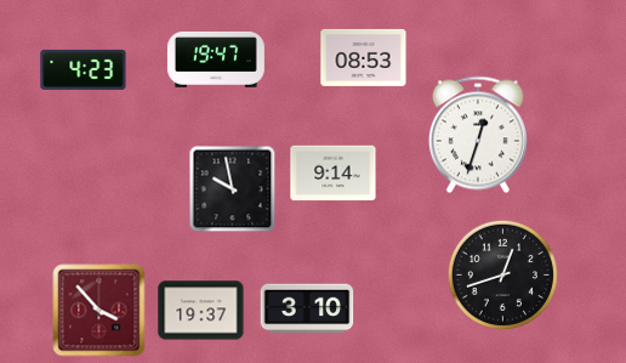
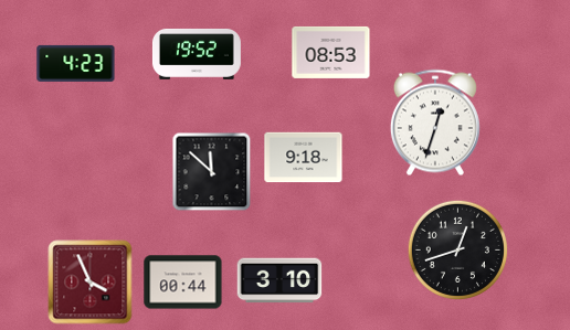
clock at (216, 59): 19:47 -> 19:52
clock at (334, 174): 9:14 -> 9:18
clock at (233, 189): 9:58 -> 11:52
clock at (99, 311): 3:53 -> 3:56
clock at (201, 311): 19:37 -> 00:44
